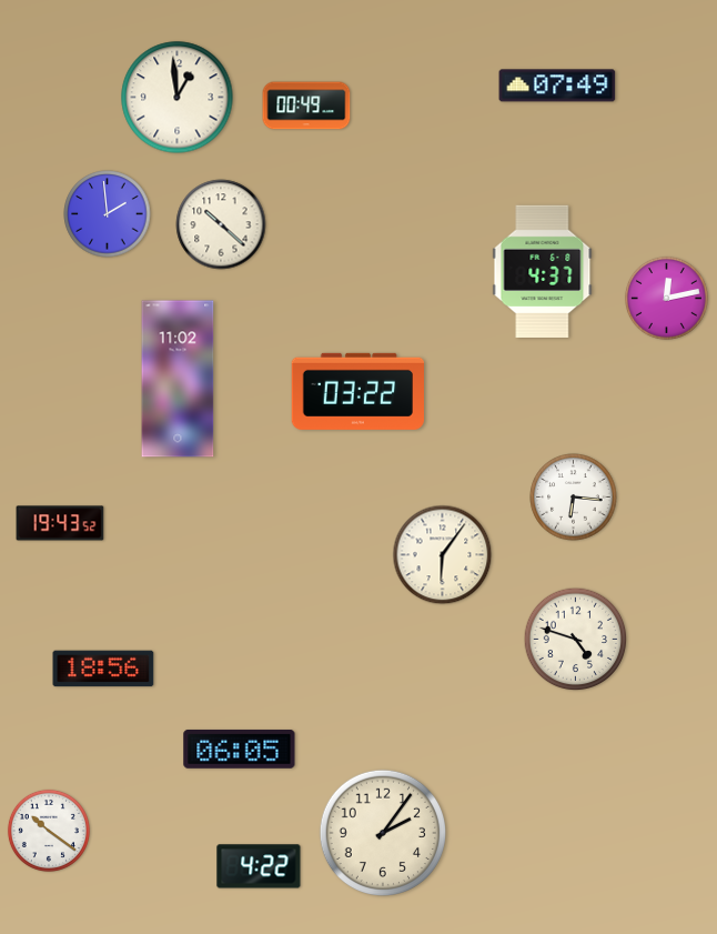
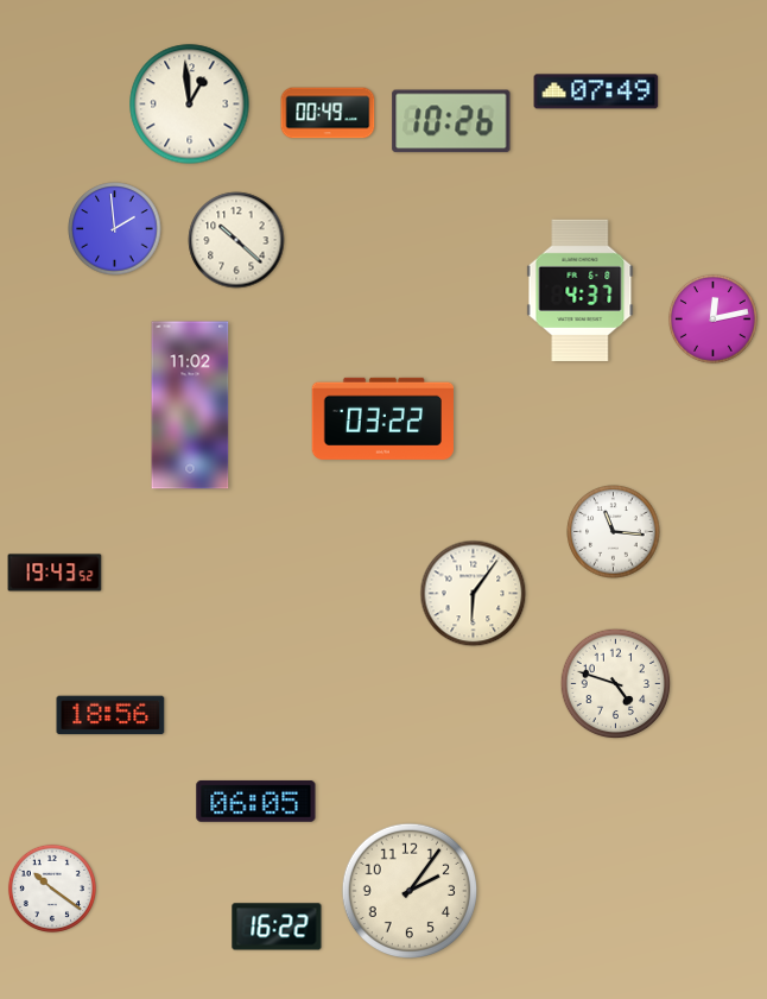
clock at (451, 121): none -> 10:26
clock at (574, 498): 6:16 -> 11:16
clock at (60, 523) position: (60, 523) -> (55, 573)
clock at (259, 866): 4:22 -> 16:22
